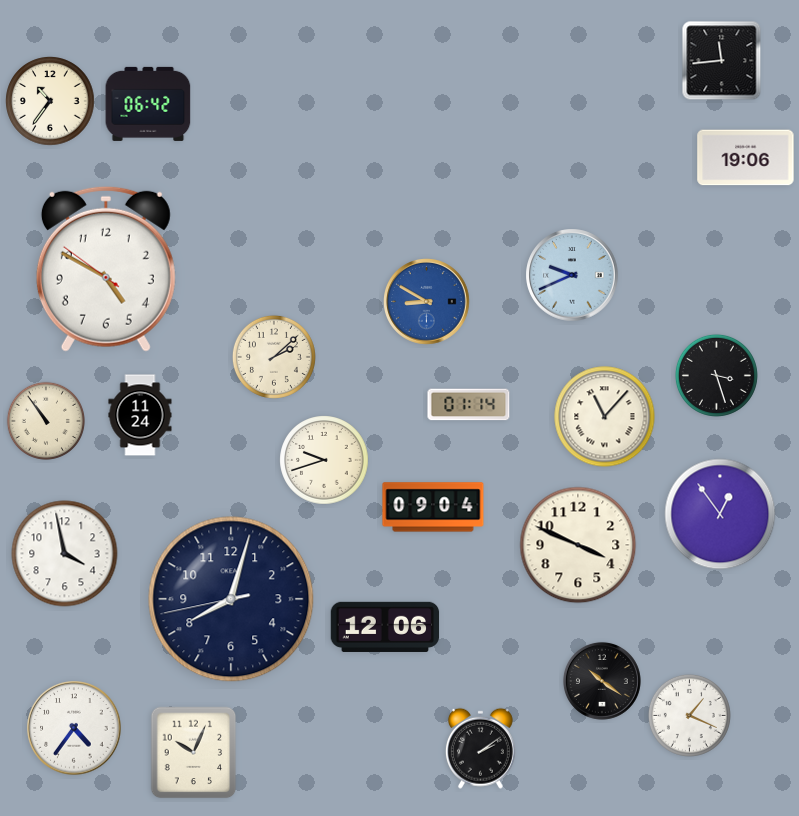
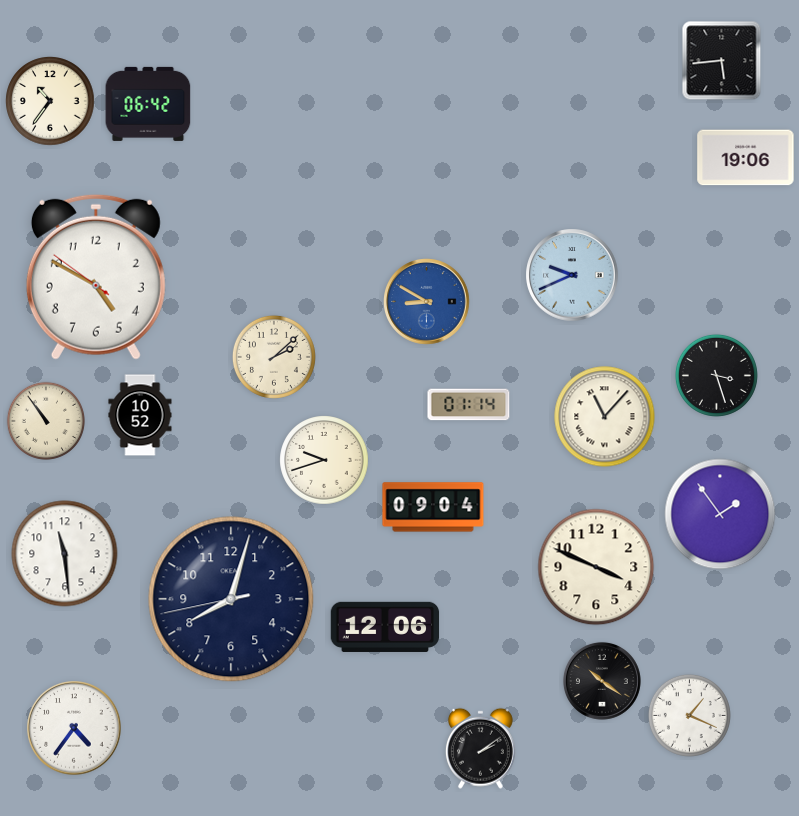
clock at (722, 61): 11:44 -> 5:44
clock at (106, 269) position: (106, 269) -> (96, 277)
clock at (140, 415): 11:24 -> 10:52
clock at (720, 514): 12:54 -> 1:54
clock at (578, 545) position: (578, 545) -> (596, 567)
clock at (65, 554): 3:58 -> 11:29
clock at (194, 753): 10:04 -> none
